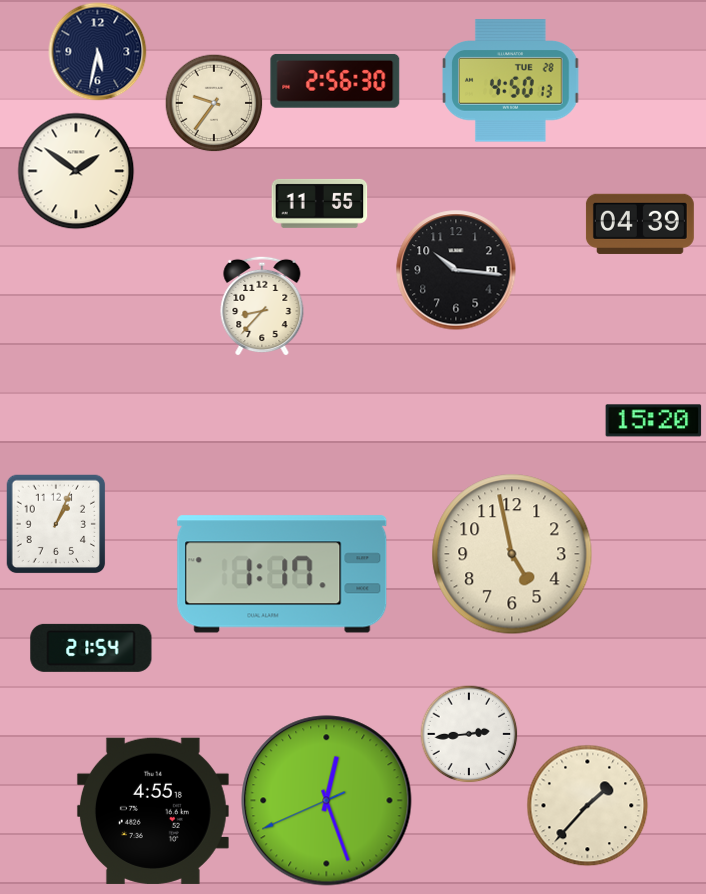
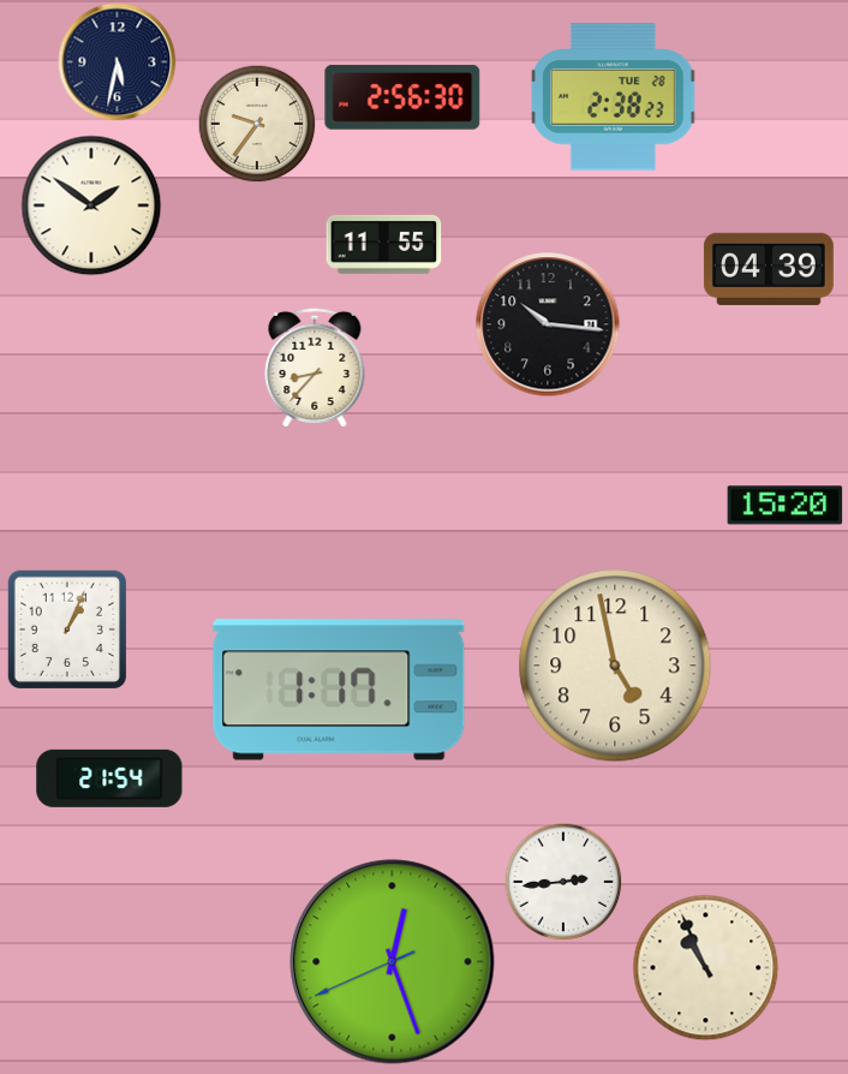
clock at (511, 81): 4:50 -> 2:38
clock at (588, 806): 1:37 -> 10:56
clock at (153, 811): 4:55 -> none
